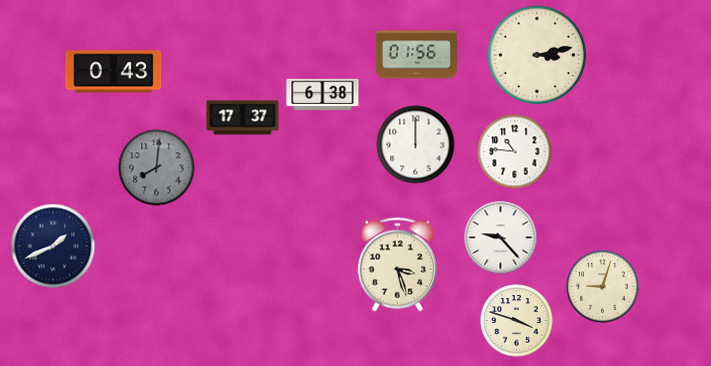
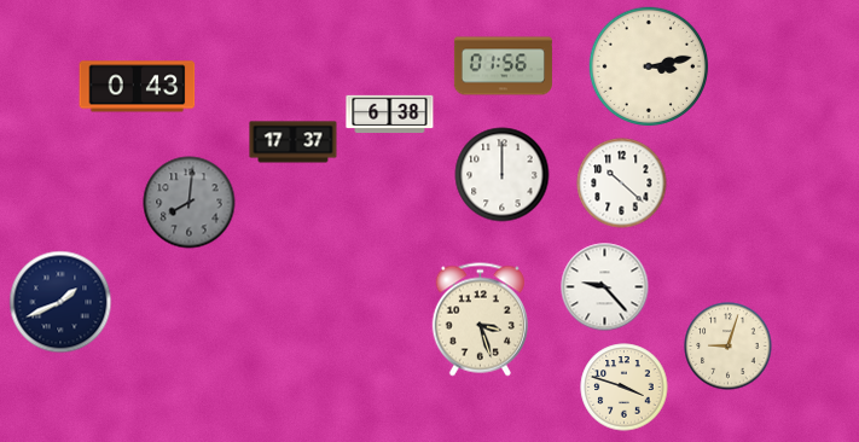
clock at (515, 152): 10:46 -> 10:22
clock at (53, 246) position: (53, 246) -> (60, 302)
